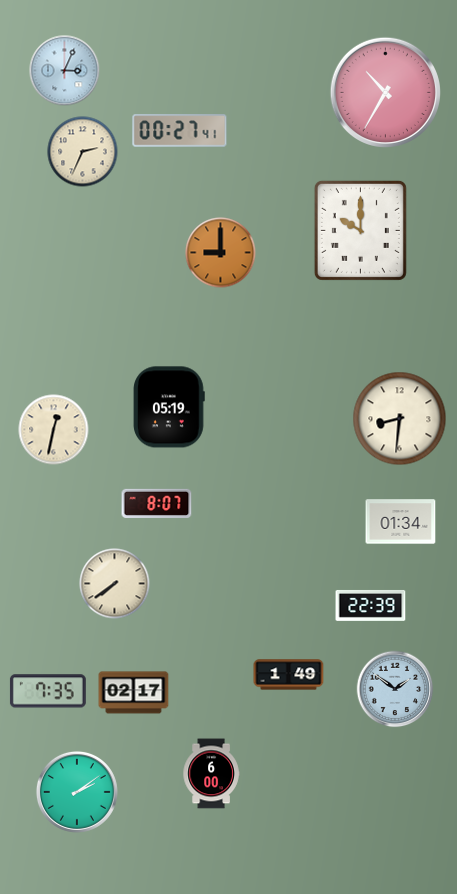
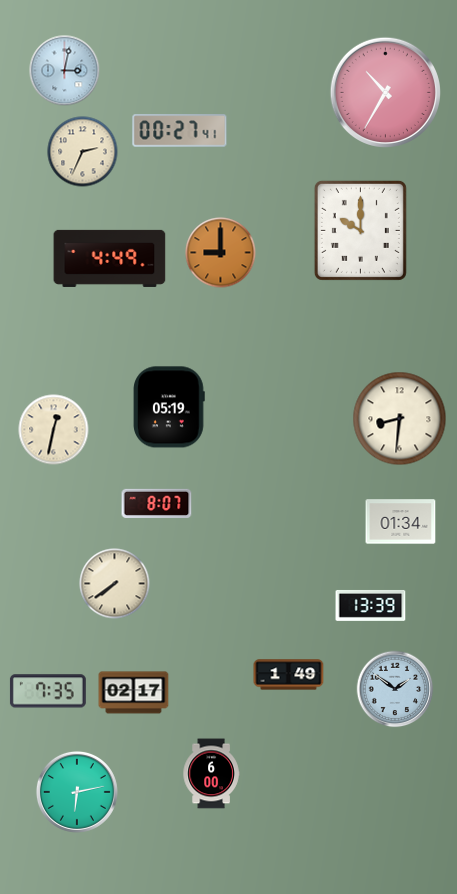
clock at (65, 71): 3:04 -> 3:02
clock at (110, 258): none -> 4:49
clock at (371, 605): 22:39 -> 13:39
clock at (77, 792): 2:09 -> 6:13
